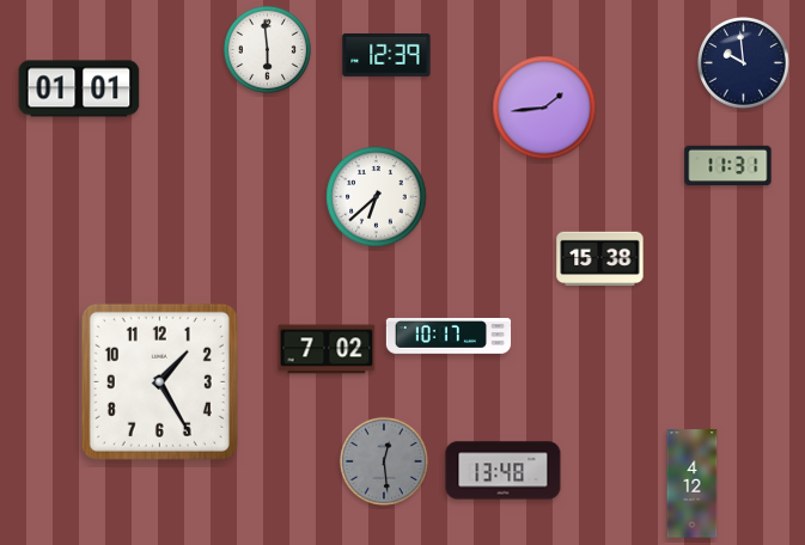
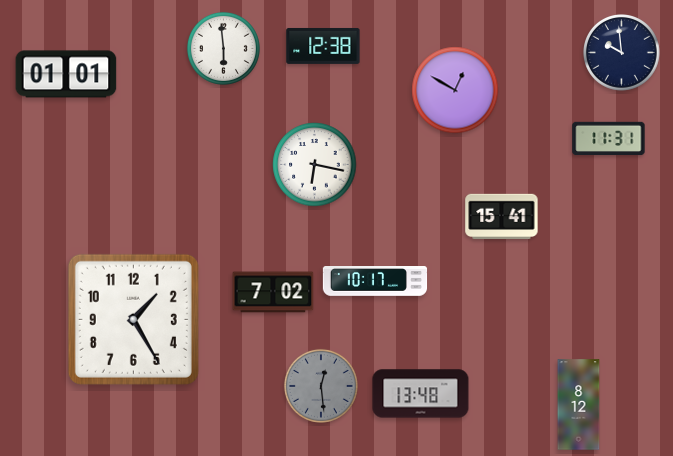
clock at (267, 49) position: (267, 49) -> (223, 48)
clock at (386, 55): 12:39 -> 12:38
clock at (544, 108): 1:44 -> 12:50
clock at (377, 197): 6:38 -> 6:17
clock at (600, 259): 15:38 -> 15:41
clock at (693, 484): 4:12 -> 8:12
